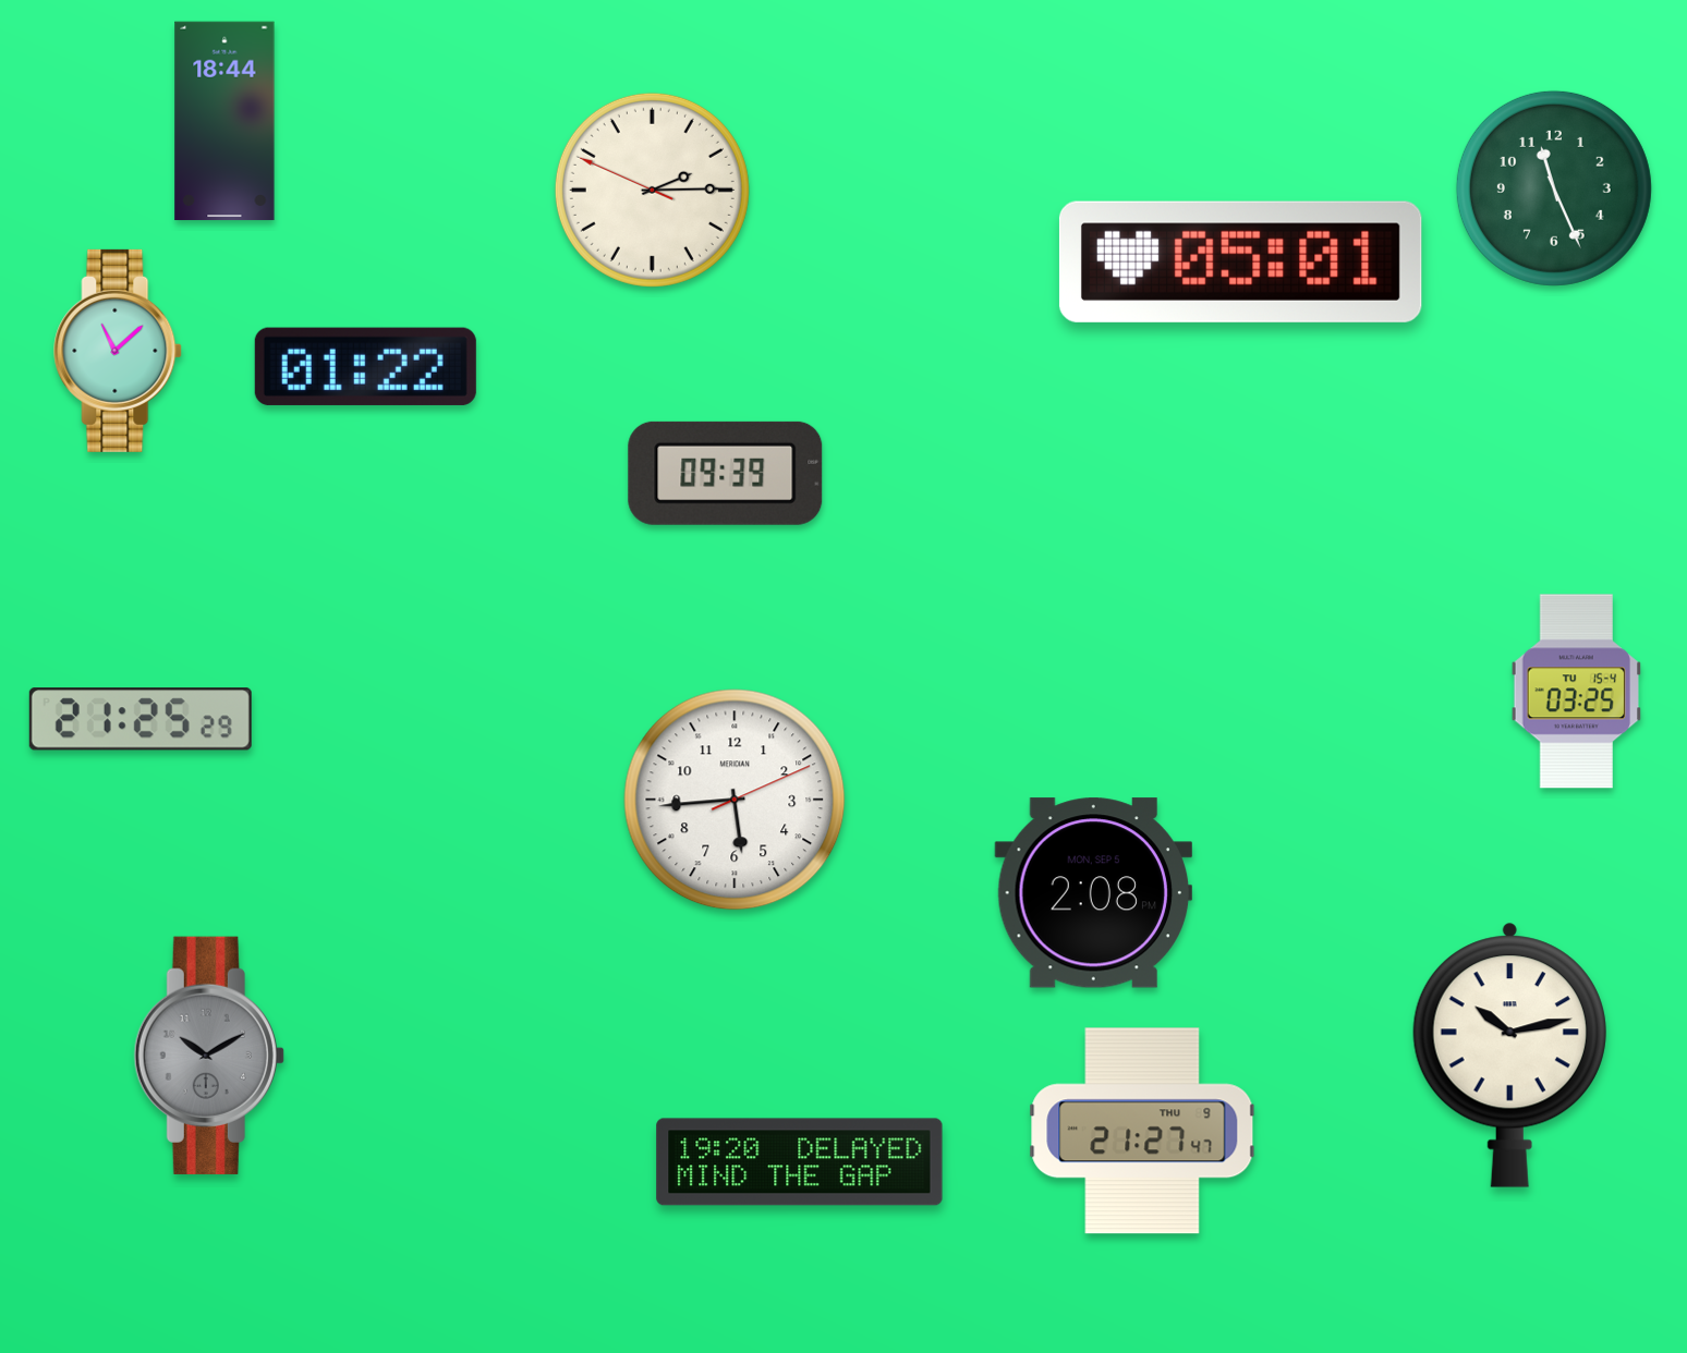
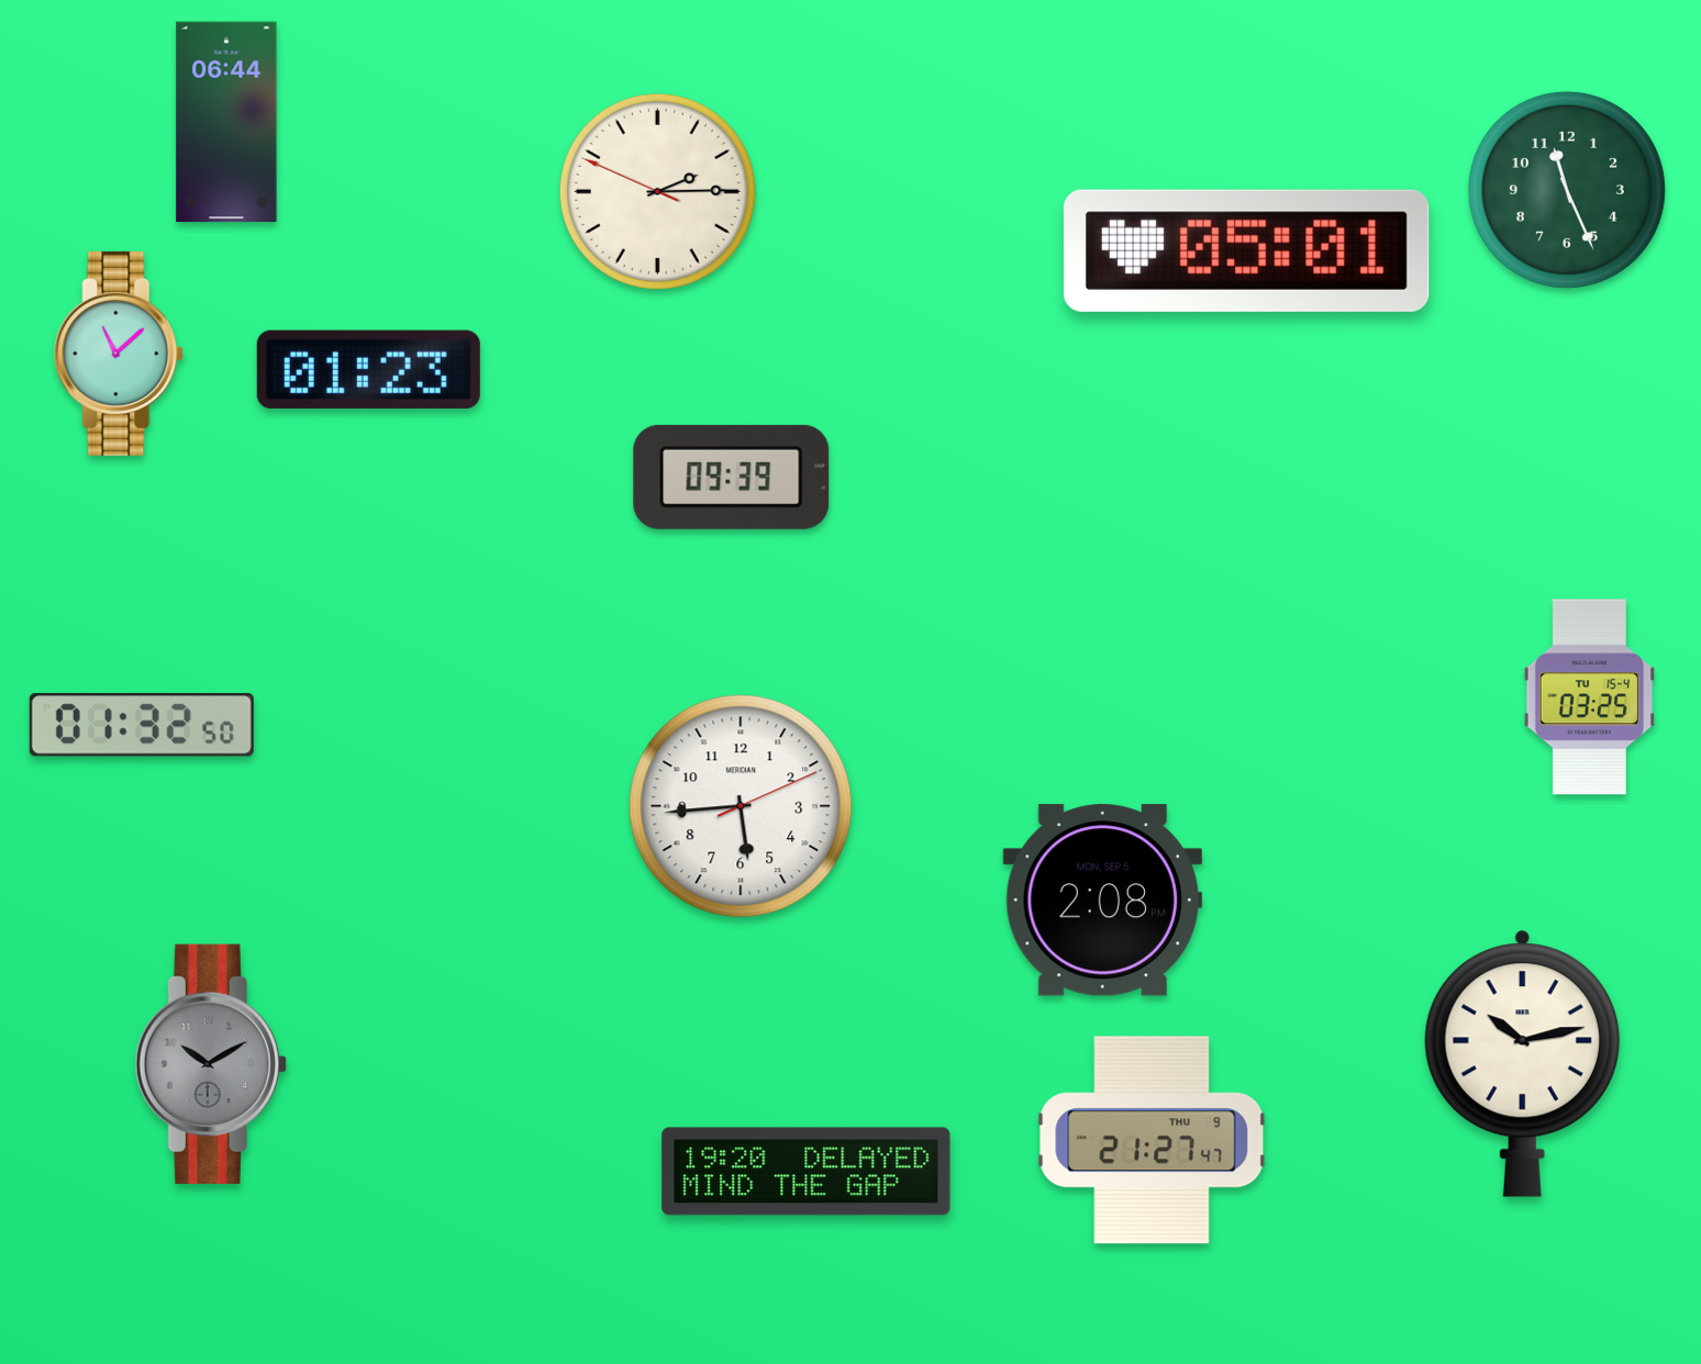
clock at (224, 121): 18:44 -> 06:44
clock at (1240, 261) position: (1240, 261) -> (1246, 250)
clock at (365, 366): 01:22 -> 01:23
clock at (141, 719): 21:25 -> 01:32
